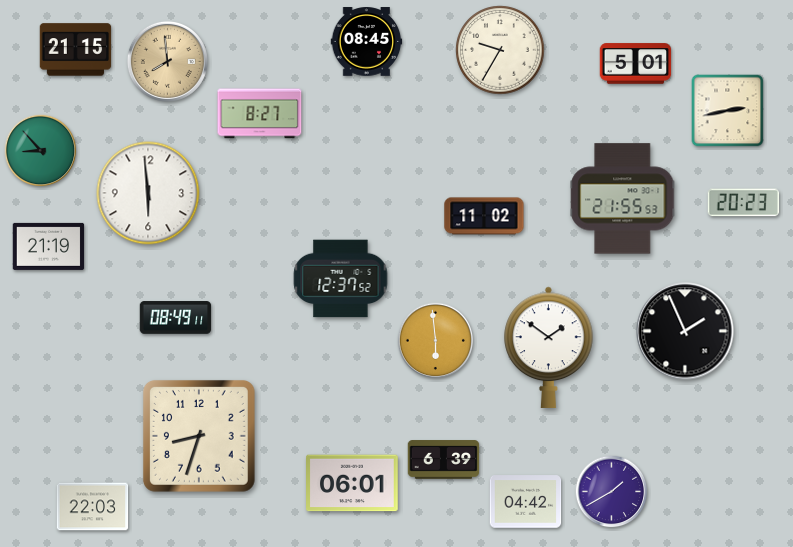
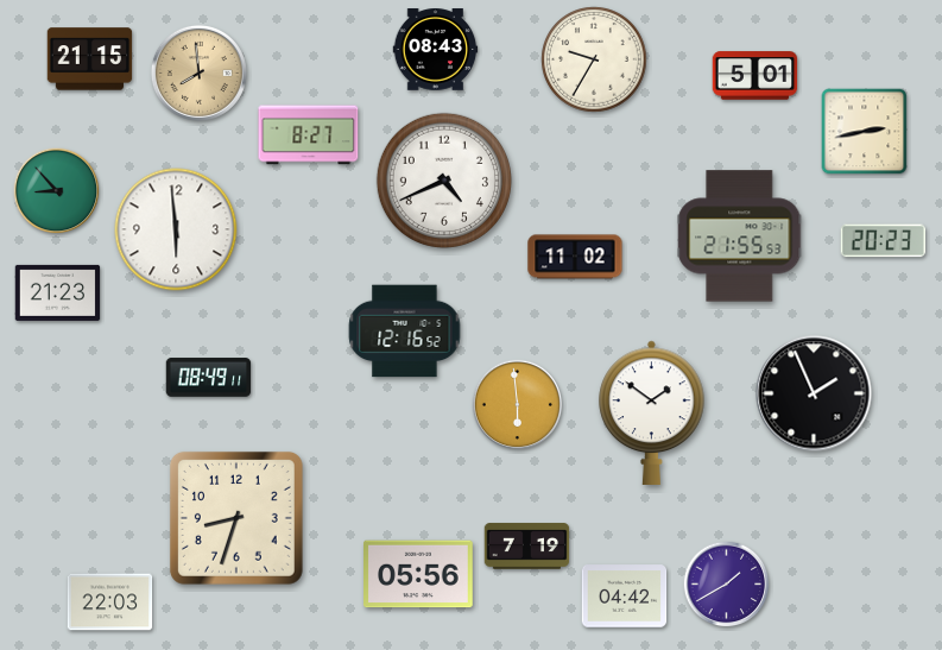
clock at (367, 42): 08:45 -> 08:43
clock at (41, 151) position: (41, 151) -> (57, 191)
clock at (444, 181): none -> 4:41
clock at (49, 246): 21:19 -> 21:23
clock at (341, 279): 12:37 -> 12:16
clock at (444, 460): 6:39 -> 7:19
clock at (353, 483): 06:01 -> 05:56
